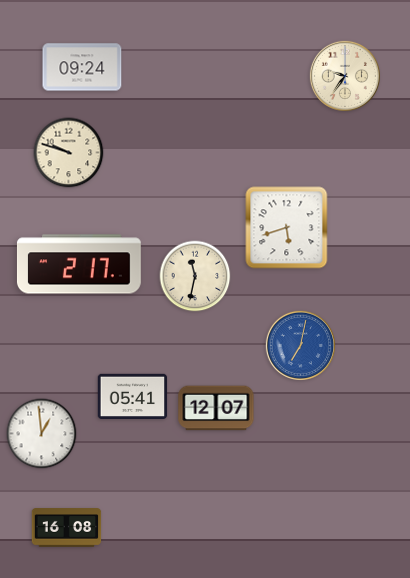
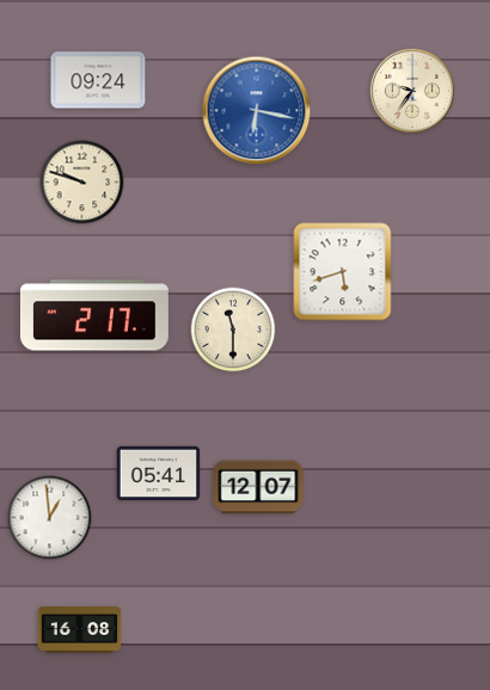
clock at (257, 111): none -> 6:17
clock at (195, 276): 11:32 -> 11:30
clock at (300, 345): 7:02 -> none
